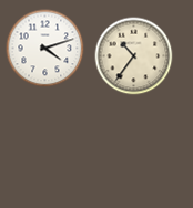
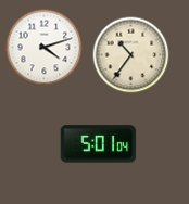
clock at (99, 144): none -> 5:01
